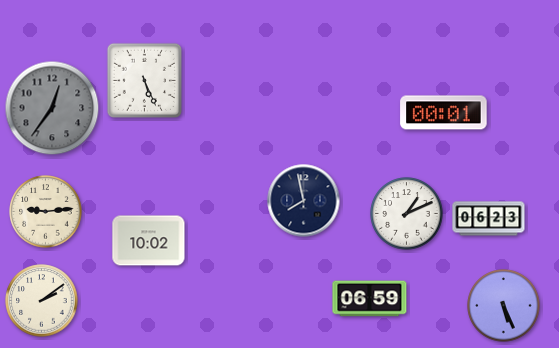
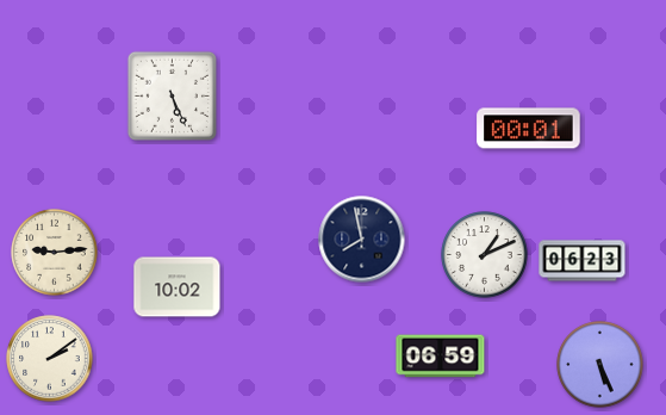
clock at (52, 108): 12:36 -> none
clock at (444, 113) position: (444, 113) -> (529, 129)
